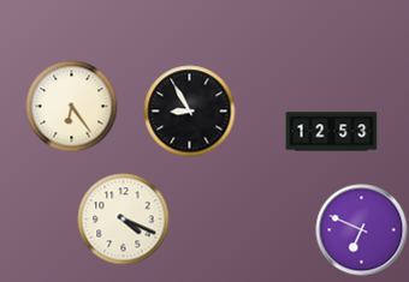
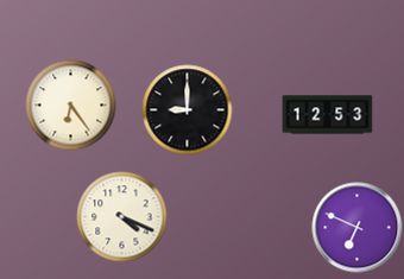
clock at (190, 112): 8:55 -> 9:00
clock at (332, 132) position: (332, 132) -> (328, 115)
